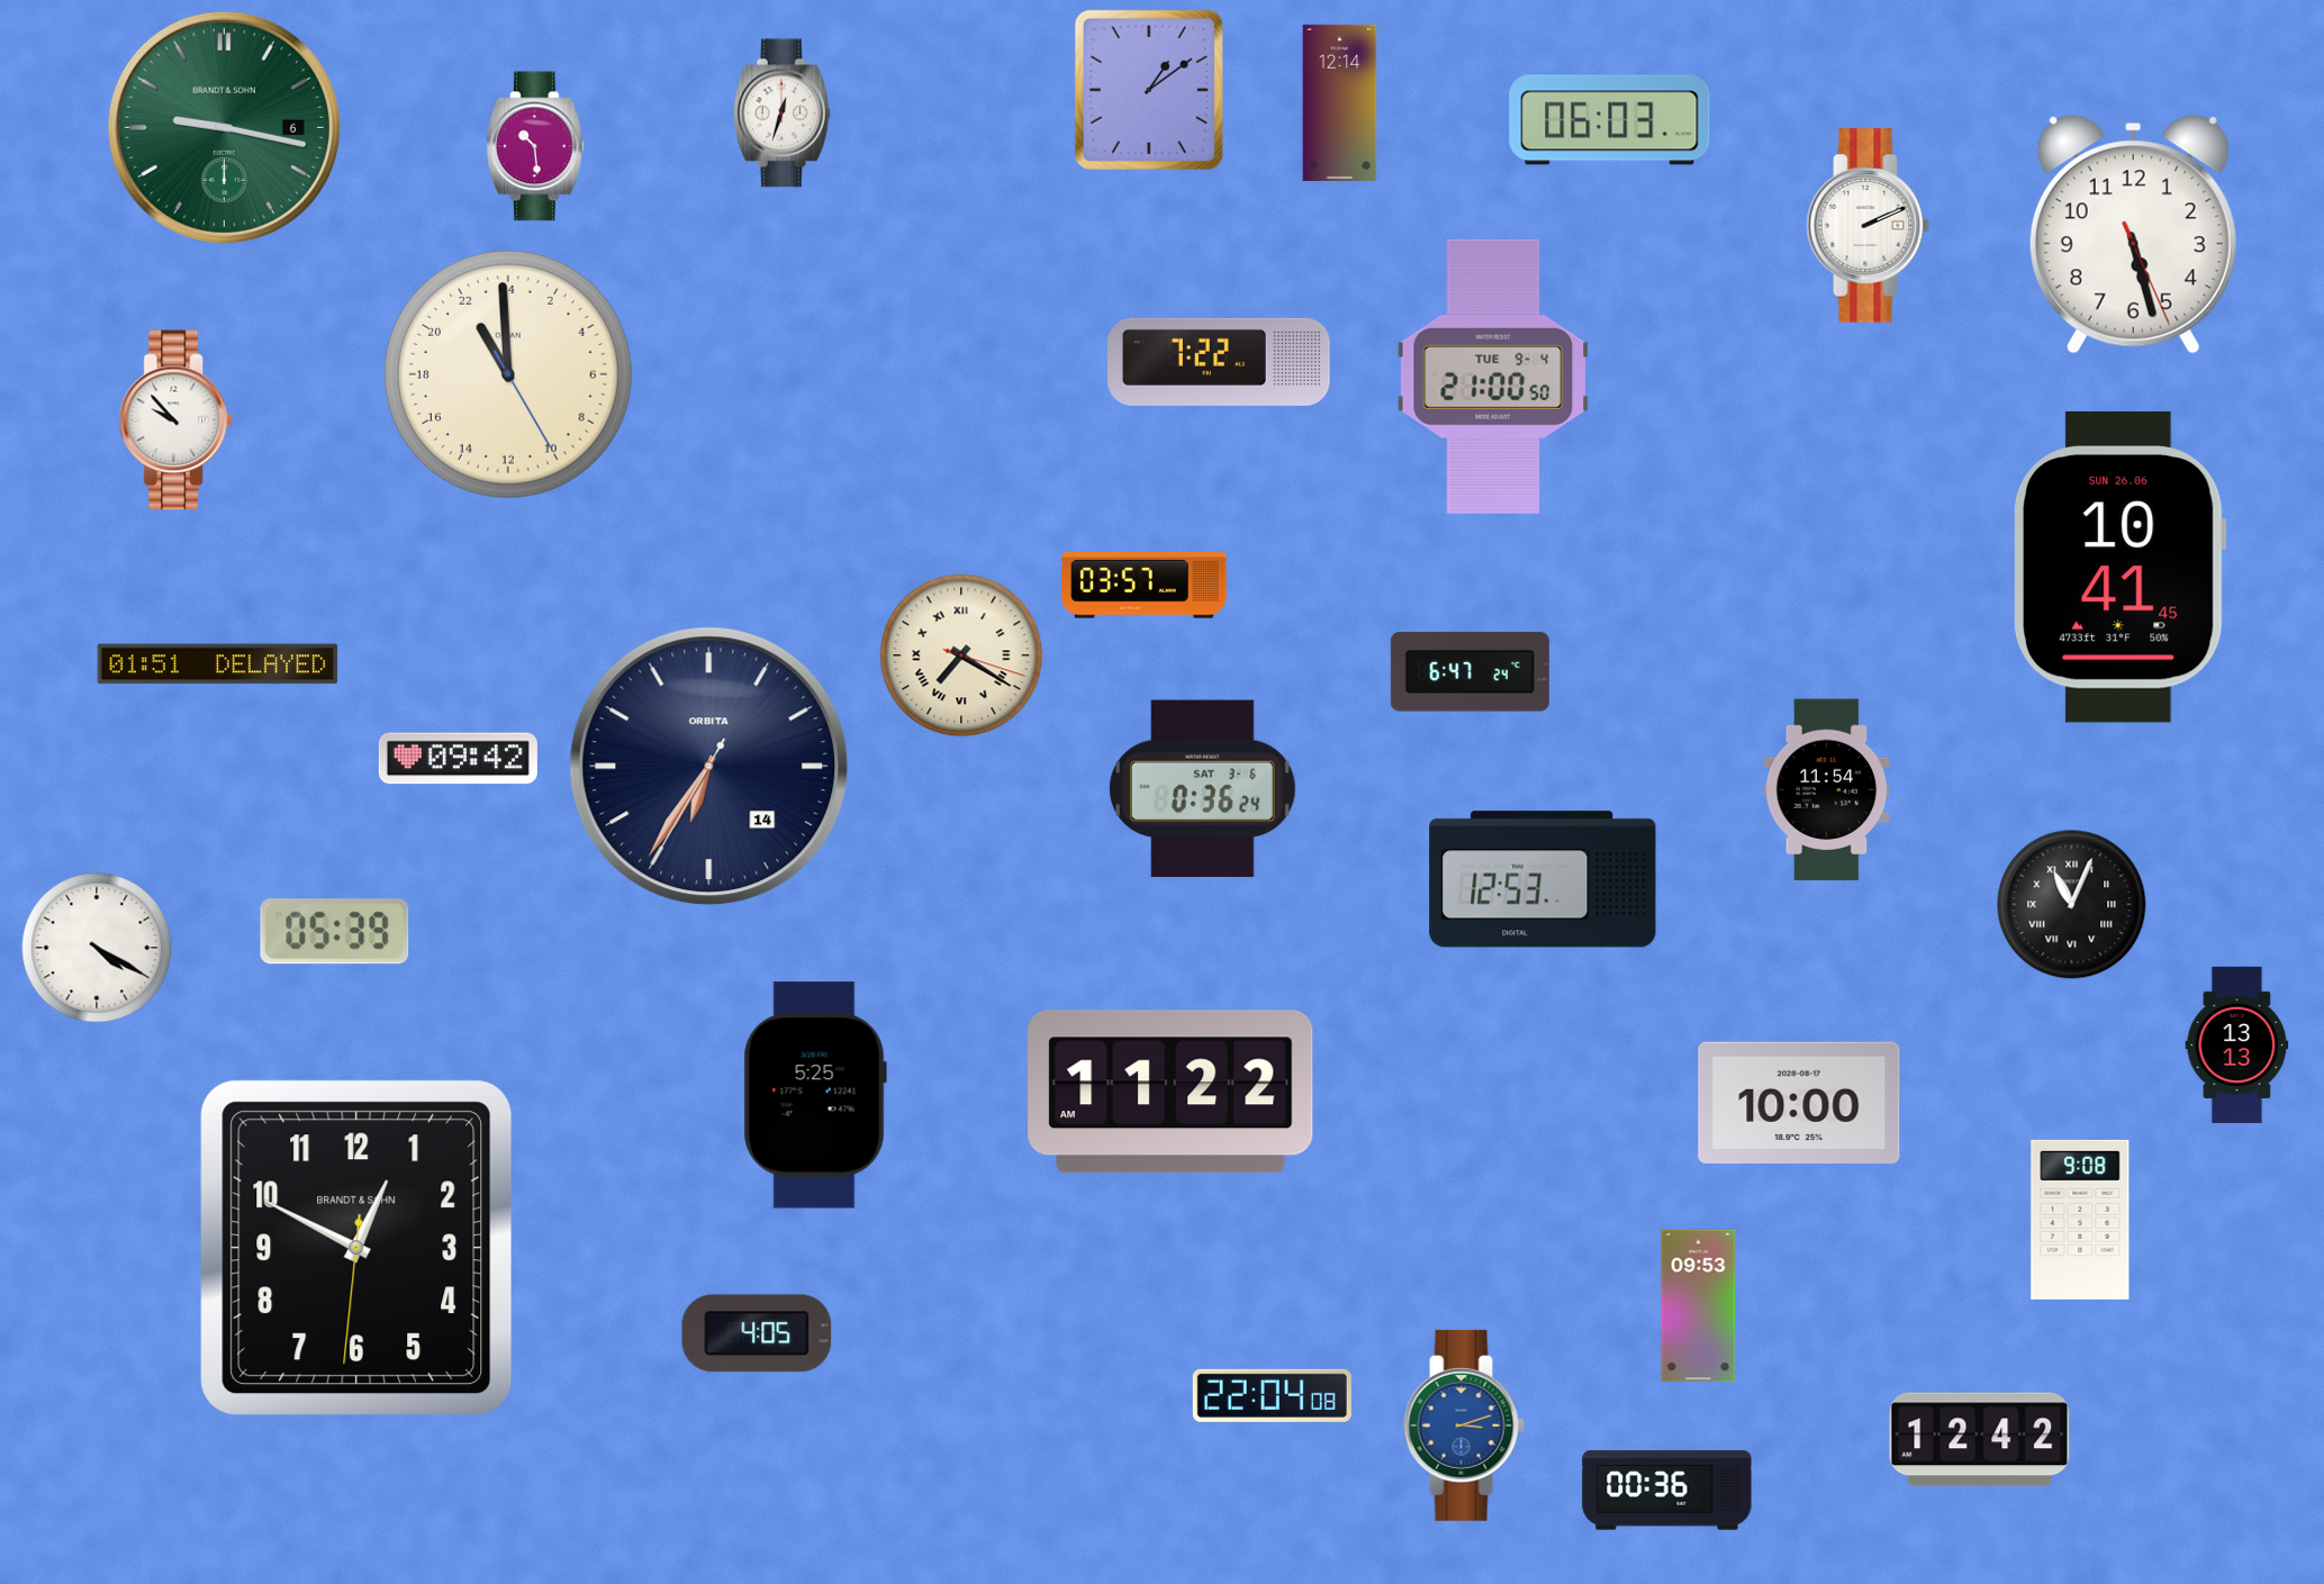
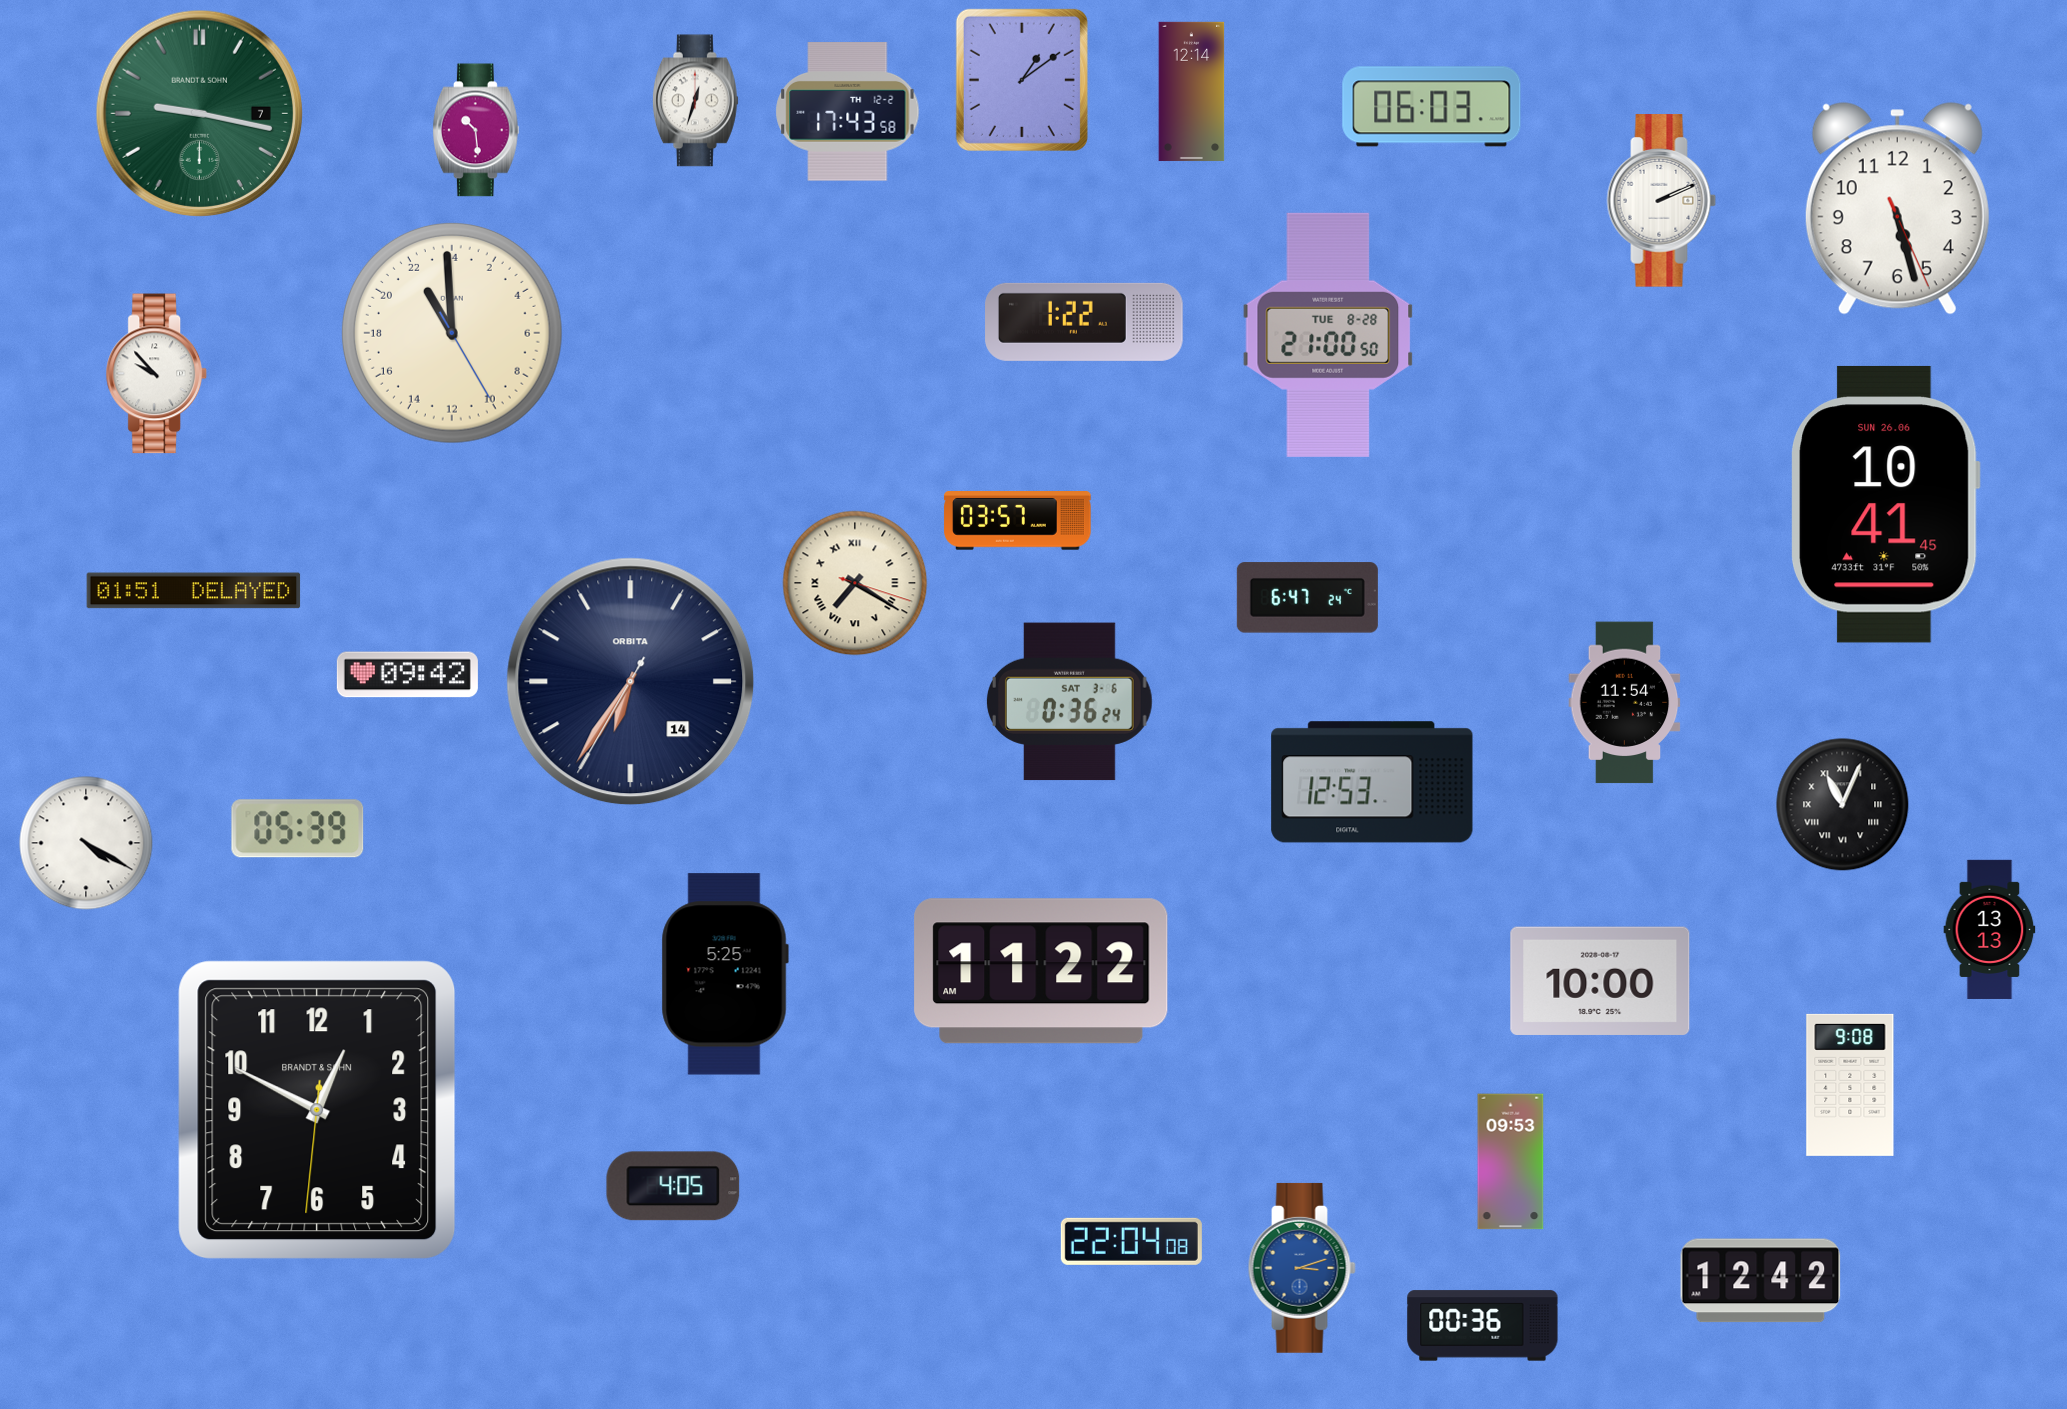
clock at (848, 112): none -> 17:43
clock at (224, 127) date: 6 -> 7
clock at (1219, 362): 7:22 -> 1:22
clock at (1493, 377) date: TUE 9-4 -> TUE 8-28
